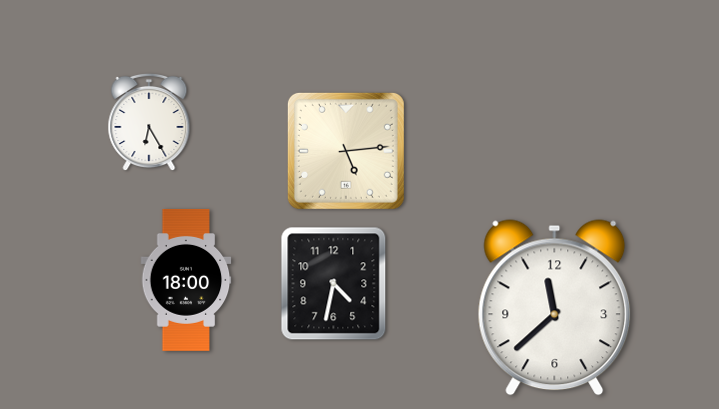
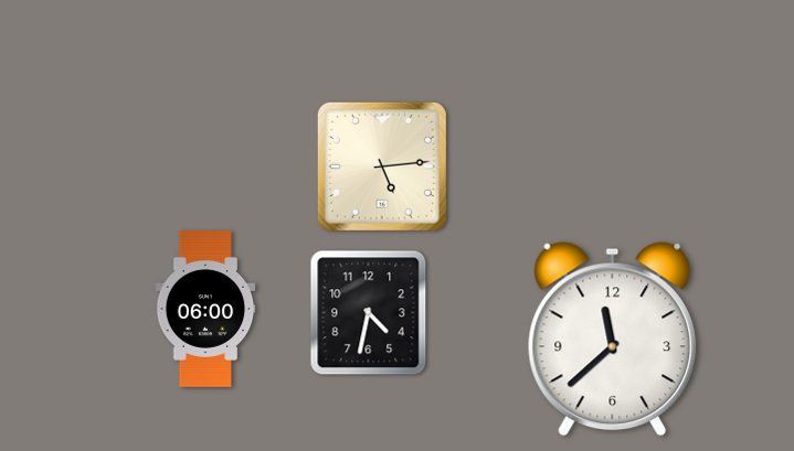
clock at (149, 122): 6:25 -> none
clock at (186, 280): 18:00 -> 06:00
